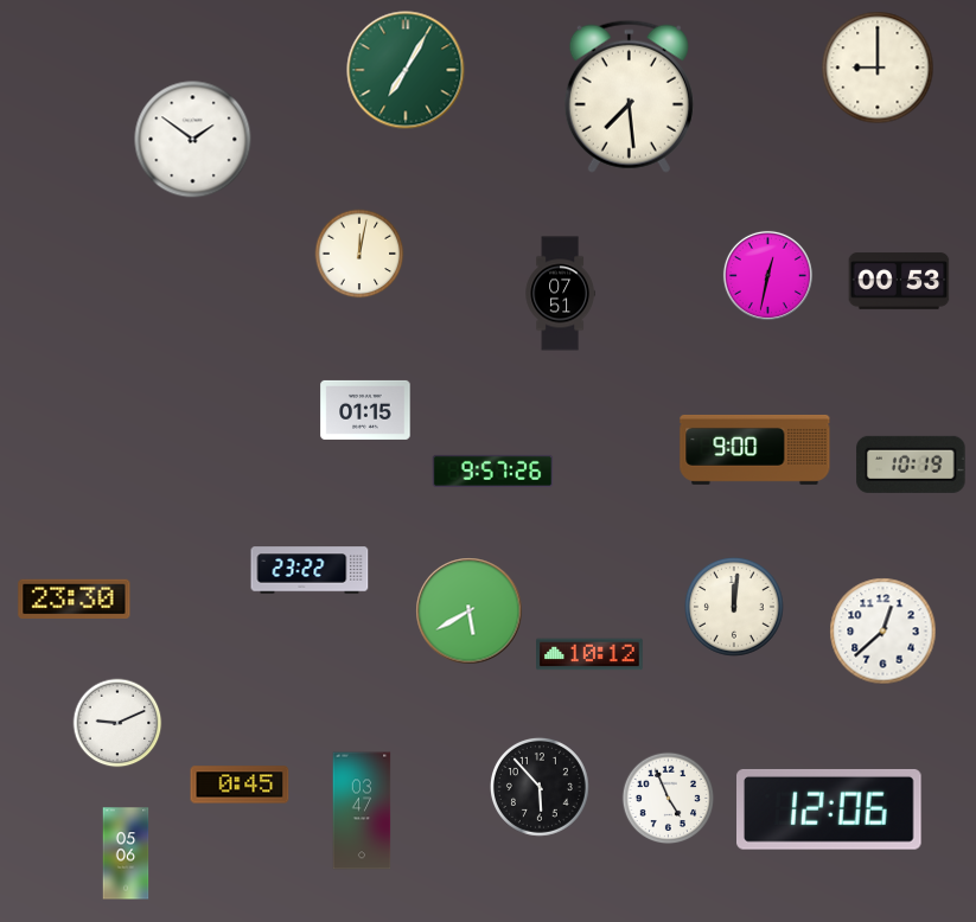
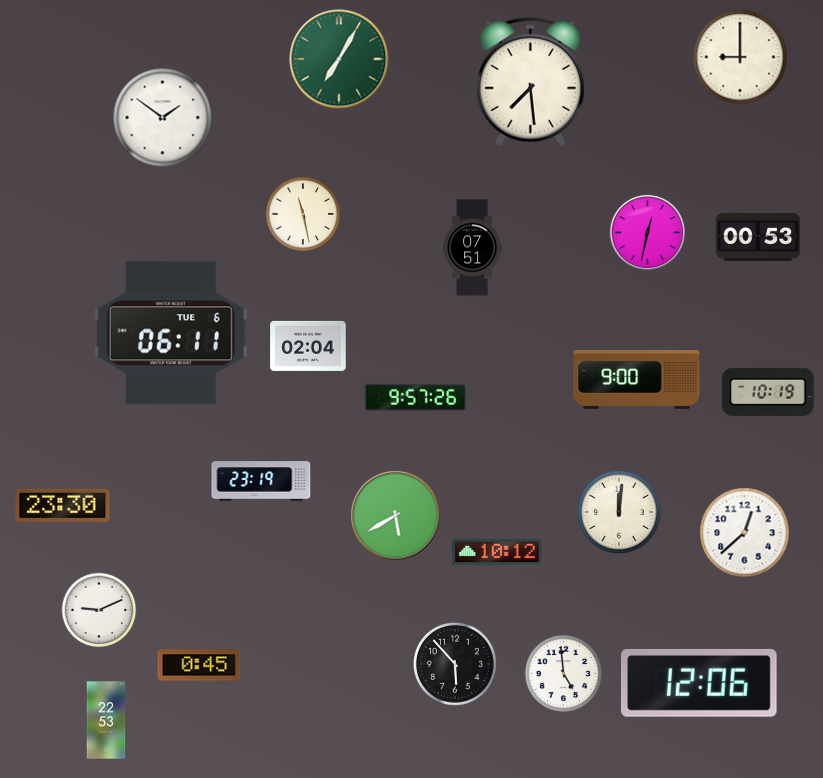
clock at (406, 70) position: (406, 70) -> (339, 59)
clock at (359, 254): 12:02 -> 11:28
clock at (171, 333): none -> 06:11
clock at (365, 410): 01:15 -> 02:04
clock at (310, 570): 23:22 -> 23:19
clock at (240, 785) position: (240, 785) -> (199, 665)
clock at (669, 799): 4:56 -> 4:59
clock at (362, 811): 03:47 -> none
clock at (126, 853): 05:06 -> 22:53
